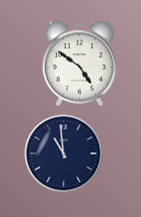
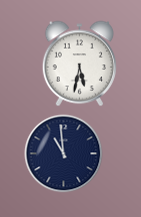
clock at (79, 63): 4:51 -> 5:32
